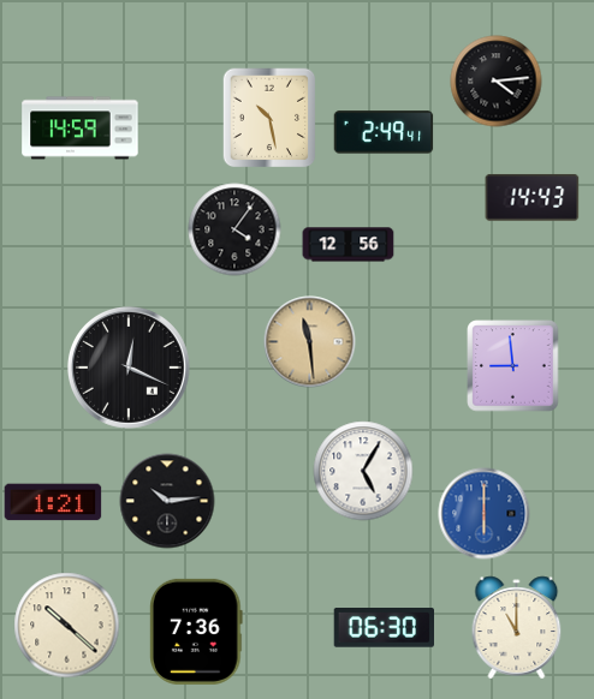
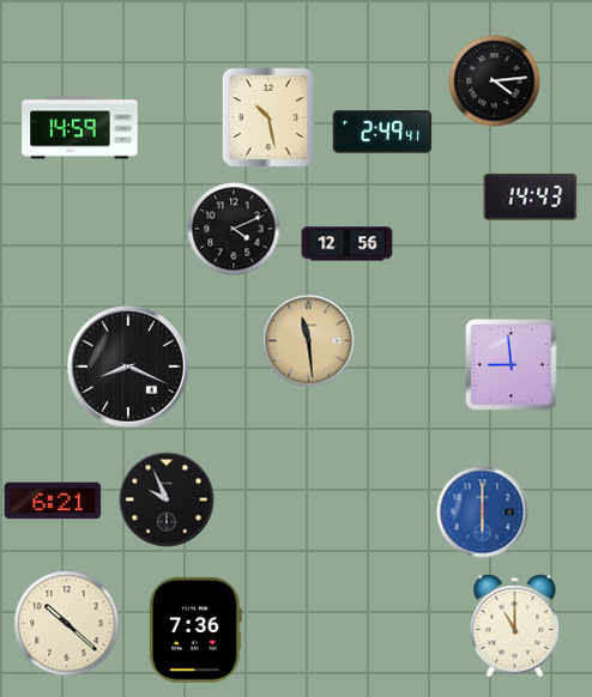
clock at (234, 229): 4:06 -> 4:11
clock at (129, 368): 12:19 -> 8:19
clock at (363, 471): 5:05 -> none
clock at (167, 501): 10:14 -> 9:56
clock at (53, 502): 1:21 -> 6:21
clock at (384, 628): 06:30 -> none
